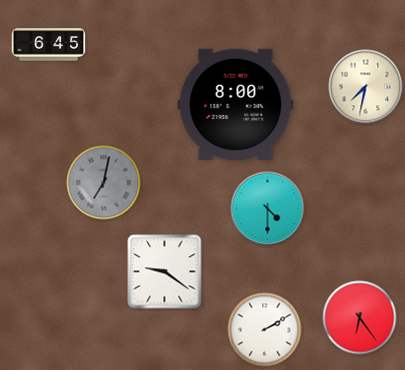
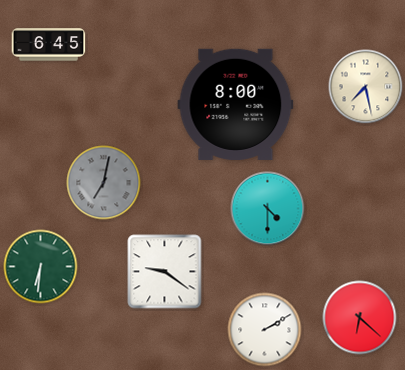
clock at (366, 87): 7:32 -> 7:28
clock at (41, 267): none -> 6:31
clock at (360, 318): 6:24 -> 6:22
